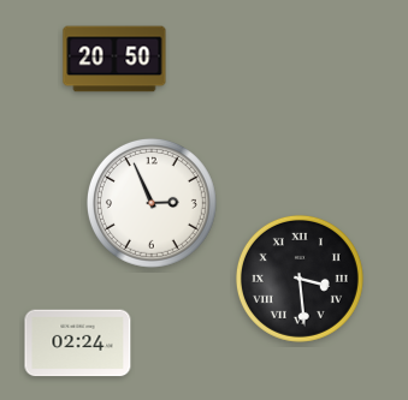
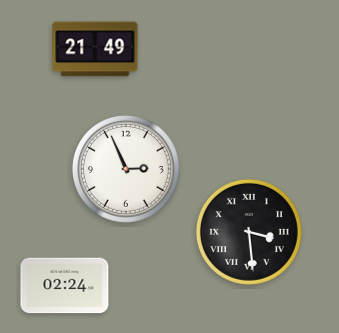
clock at (114, 59): 20:50 -> 21:49
